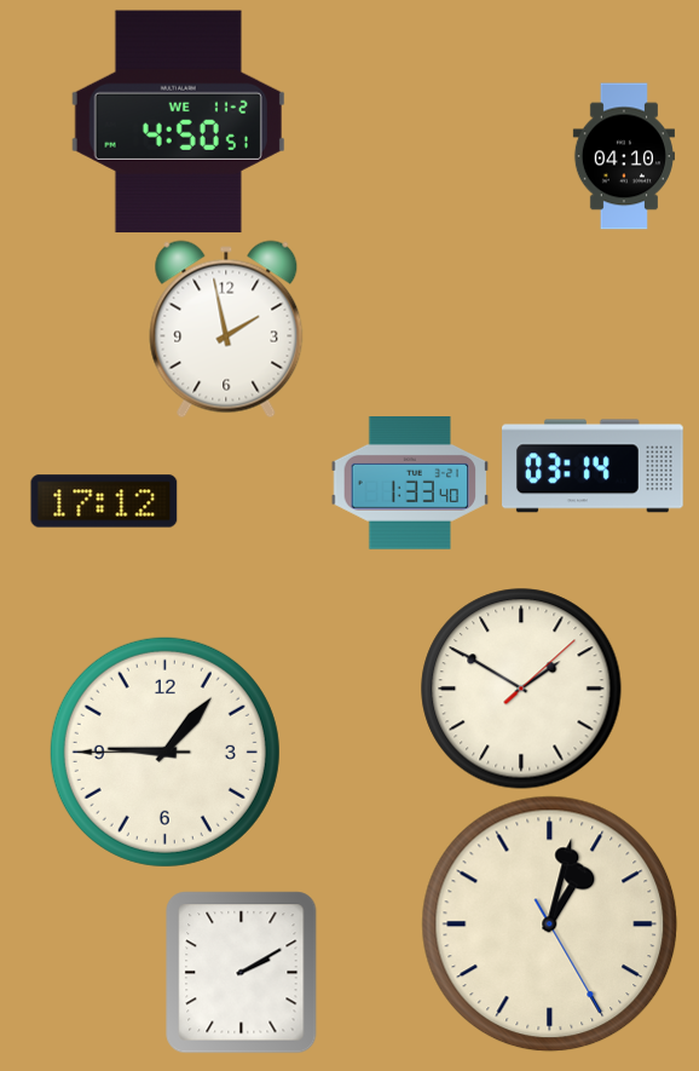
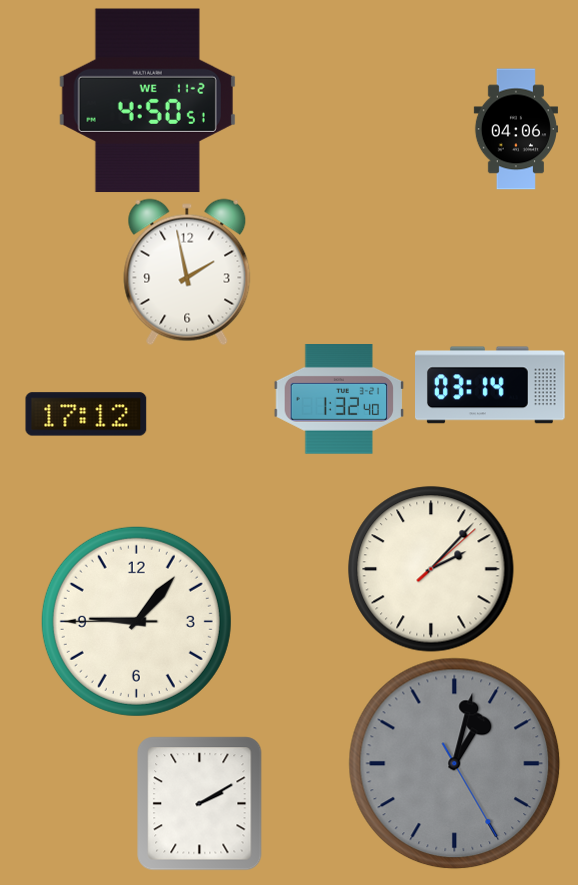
clock at (624, 156): 04:10 -> 04:06
clock at (410, 484): 1:33 -> 1:32
clock at (521, 689): 1:50 -> 2:07
clock at (550, 925) dial: cream -> grey
